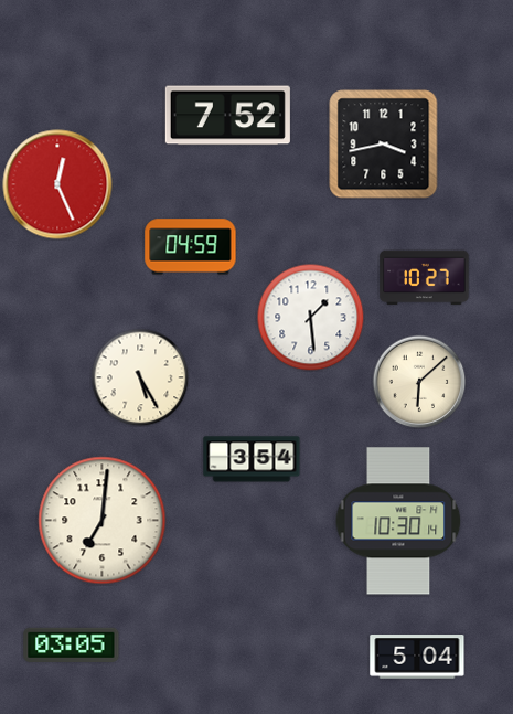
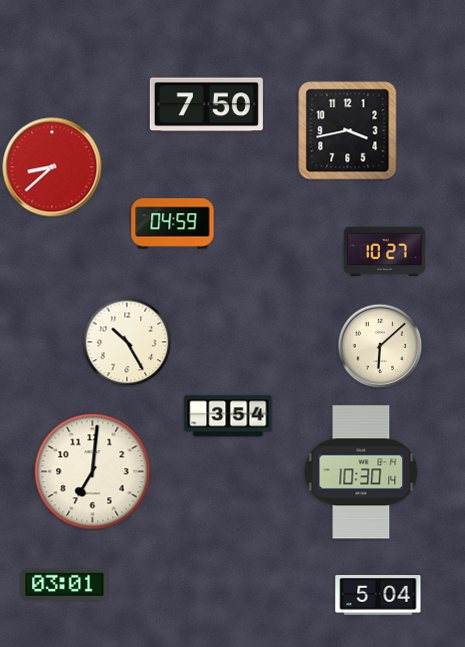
clock at (227, 116): 7:52 -> 7:50
clock at (57, 184): 12:26 -> 8:38
clock at (310, 317): 1:29 -> none
clock at (140, 377): 5:25 -> 10:25
clock at (72, 644): 03:05 -> 03:01
